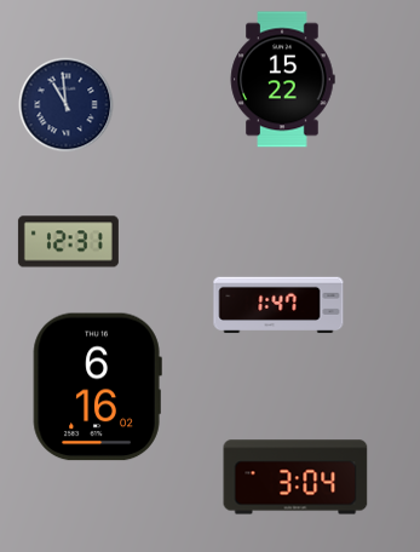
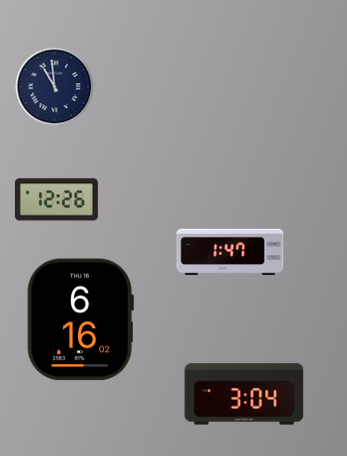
clock at (282, 80): 15:22 -> none
clock at (68, 242): 12:31 -> 12:26
